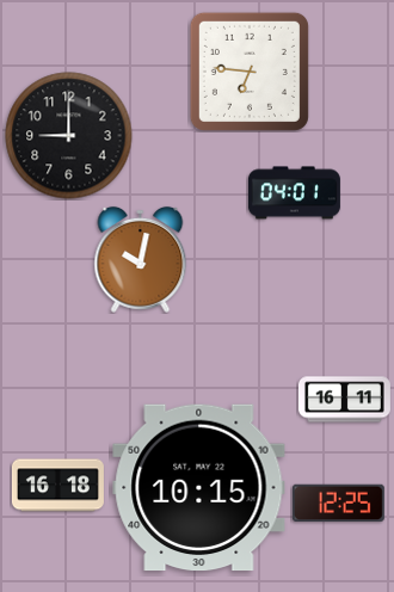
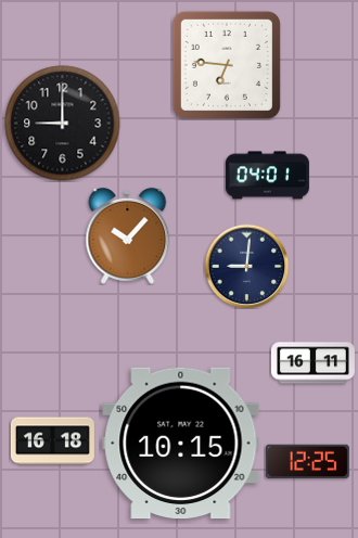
clock at (141, 259): 10:02 -> 10:07
clock at (246, 266): none -> 9:01
clock at (338, 504) position: (338, 504) -> (307, 462)
